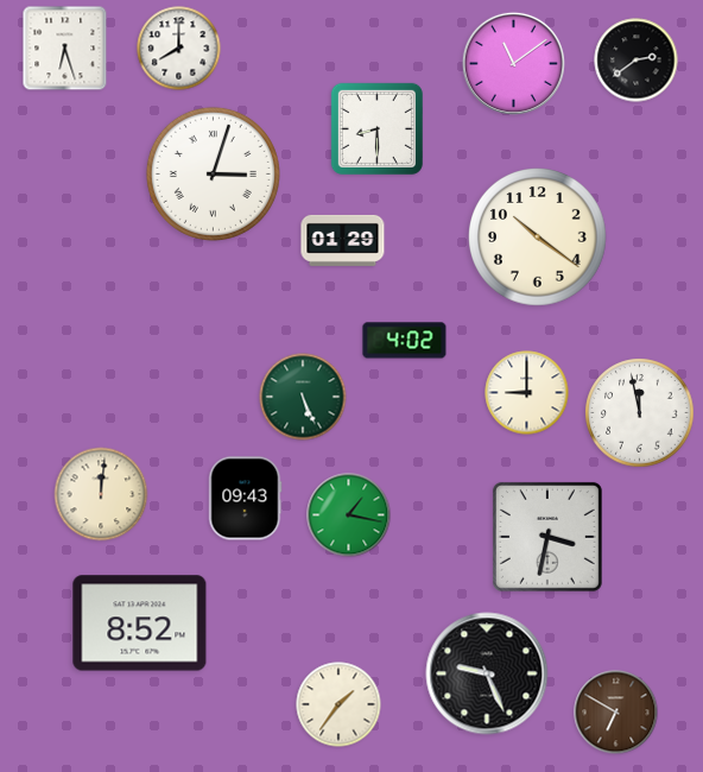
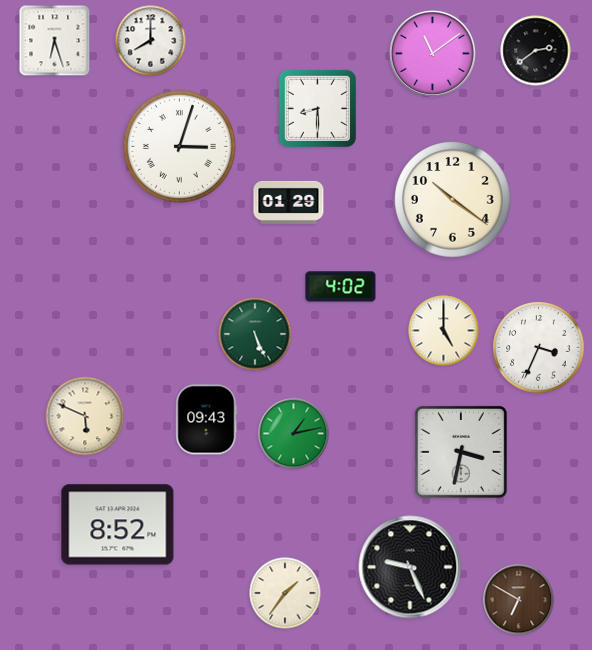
clock at (527, 393): 9:00 -> 5:00
clock at (640, 413): 11:58 -> 3:34
clock at (101, 494): 12:01 -> 5:49
clock at (349, 515): 1:17 -> 1:13
